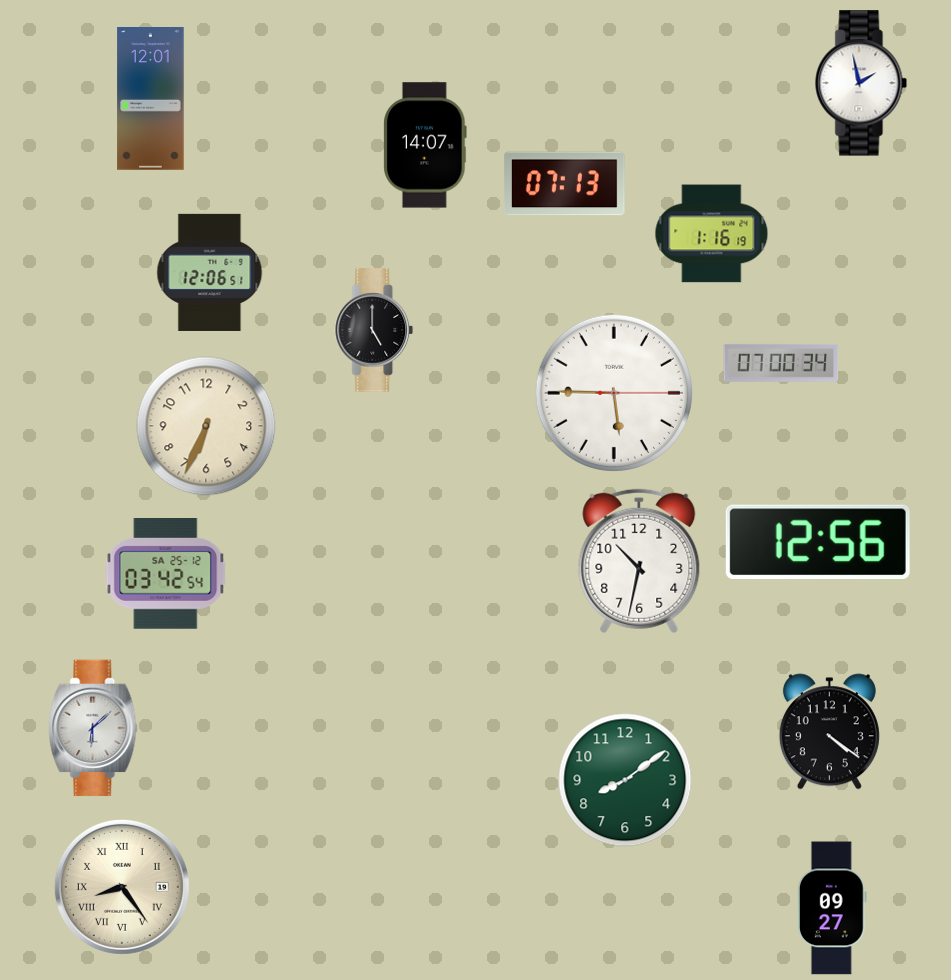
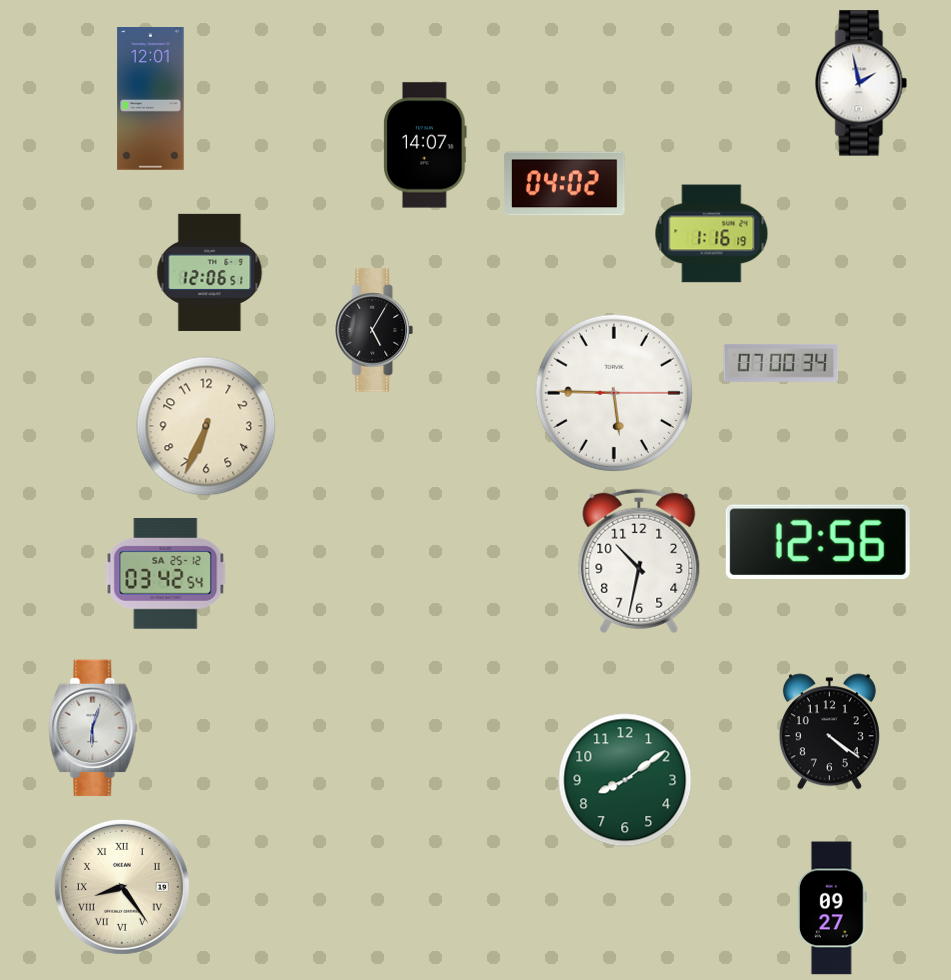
clock at (564, 184): 07:13 -> 04:02
clock at (374, 330): 5:00 -> 5:05
clock at (93, 728): 6:08 -> 6:03
